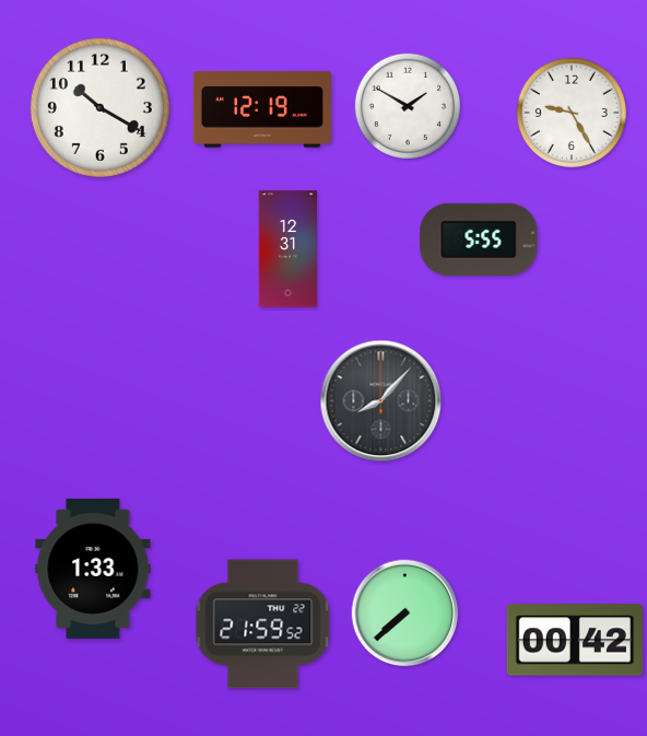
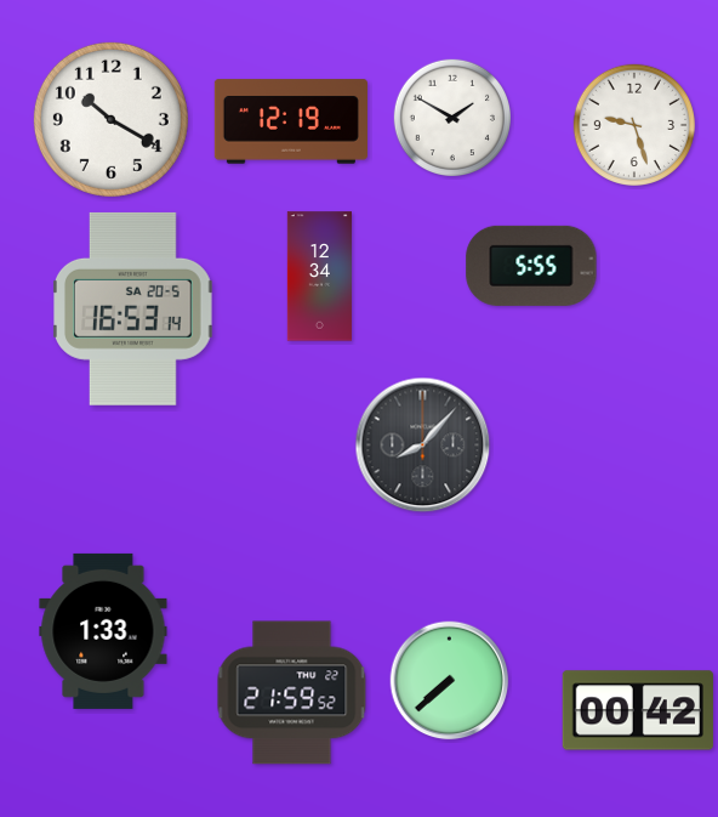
clock at (572, 113): 9:25 -> 9:27
clock at (287, 249): 12:31 -> 12:34
clock at (133, 308): none -> 16:53
